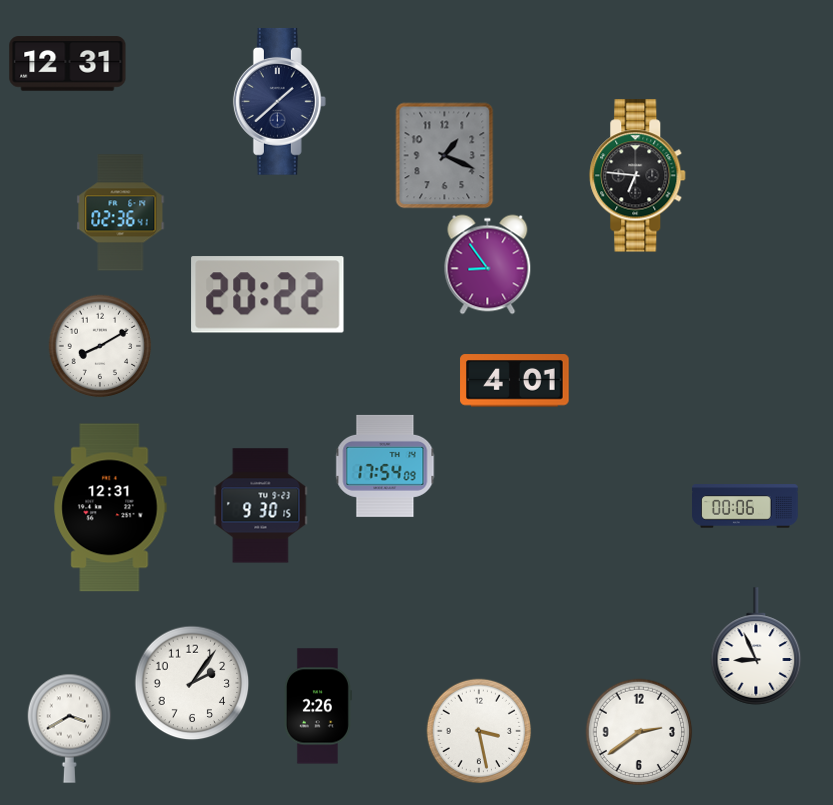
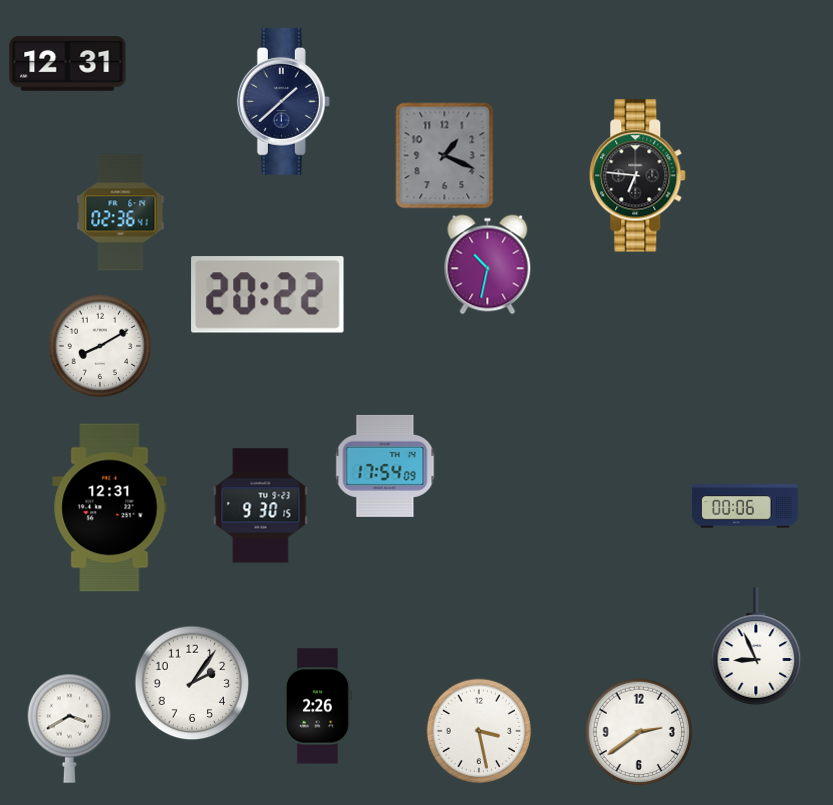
clock at (279, 102) position: (279, 102) -> (283, 102)
clock at (488, 265): 8:54 -> 10:32
clock at (515, 381): 4:01 -> none
